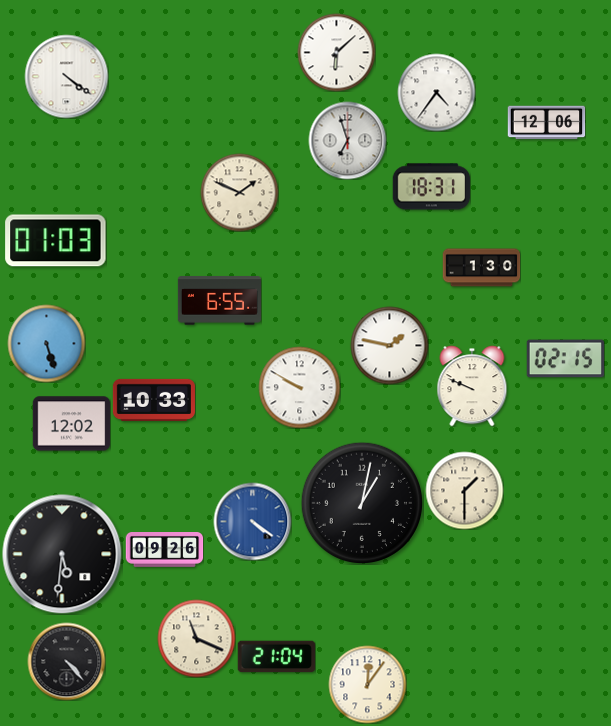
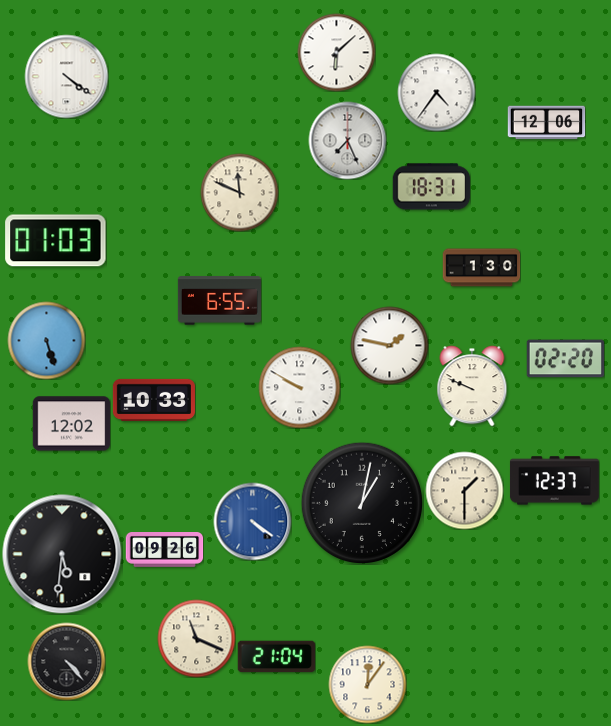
clock at (347, 140): 6:57 -> 7:26
clock at (239, 192): 1:49 -> 11:49
clock at (46, 343) position: (46, 343) -> (46, 340)
clock at (565, 359): 02:15 -> 02:20
clock at (554, 481): none -> 12:37
